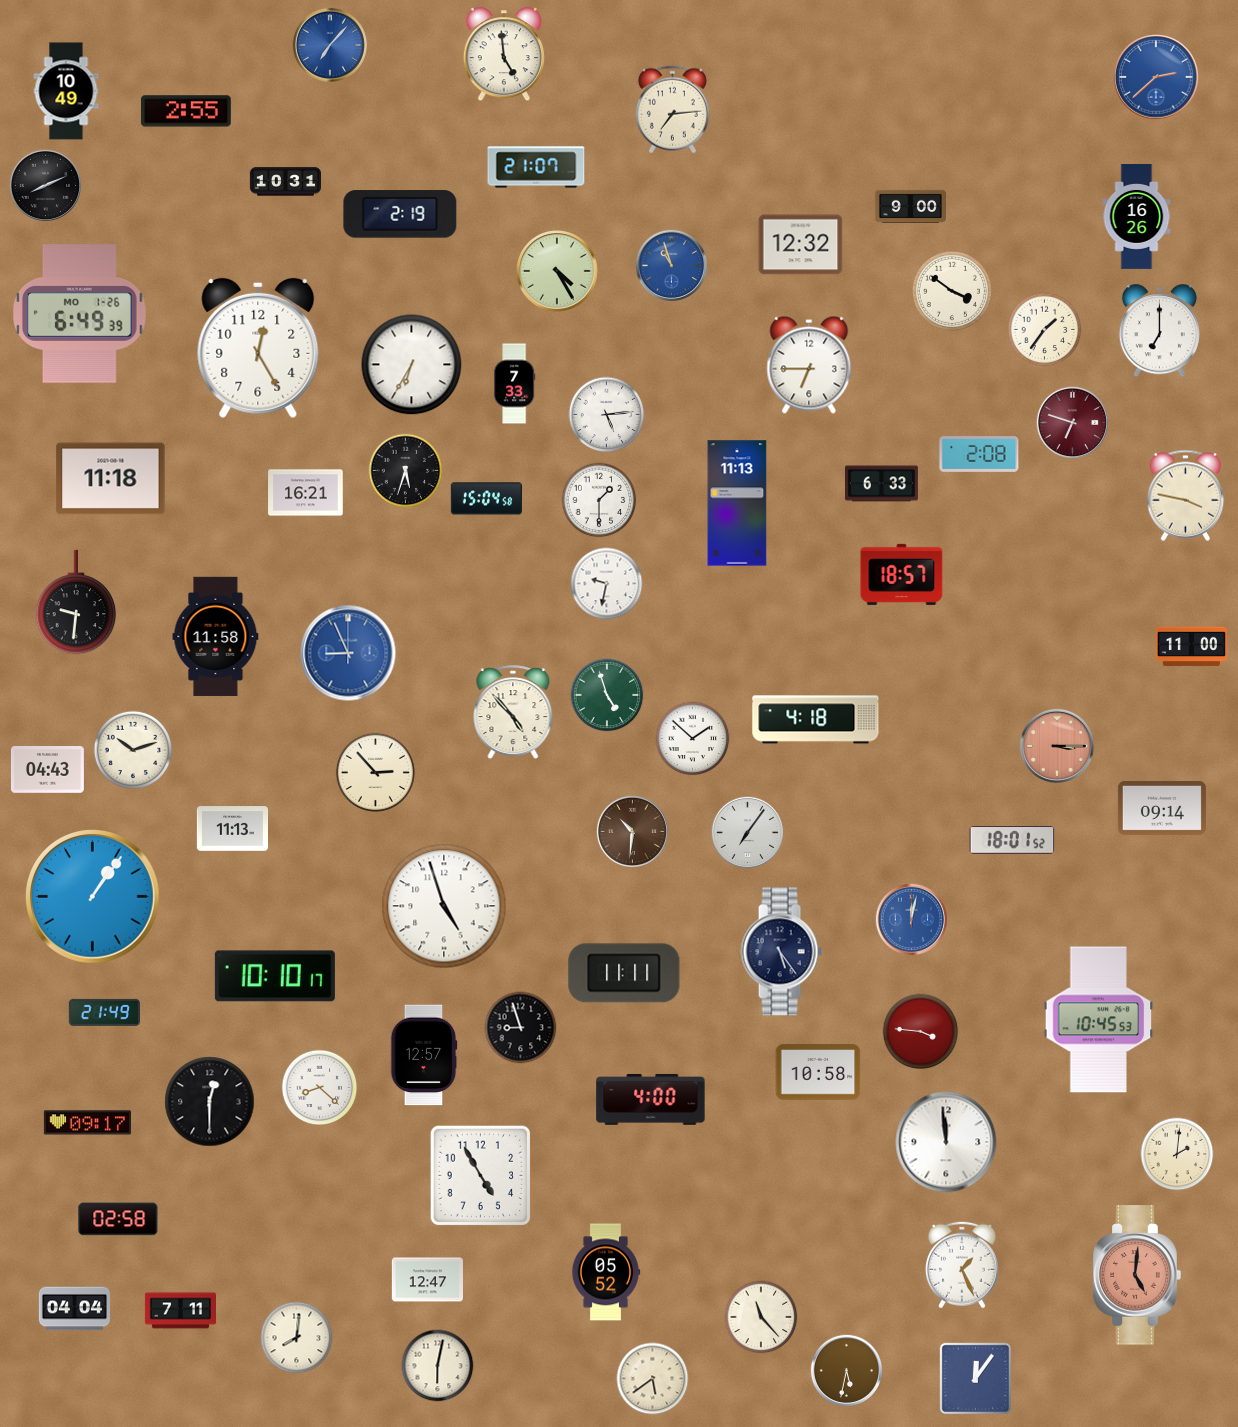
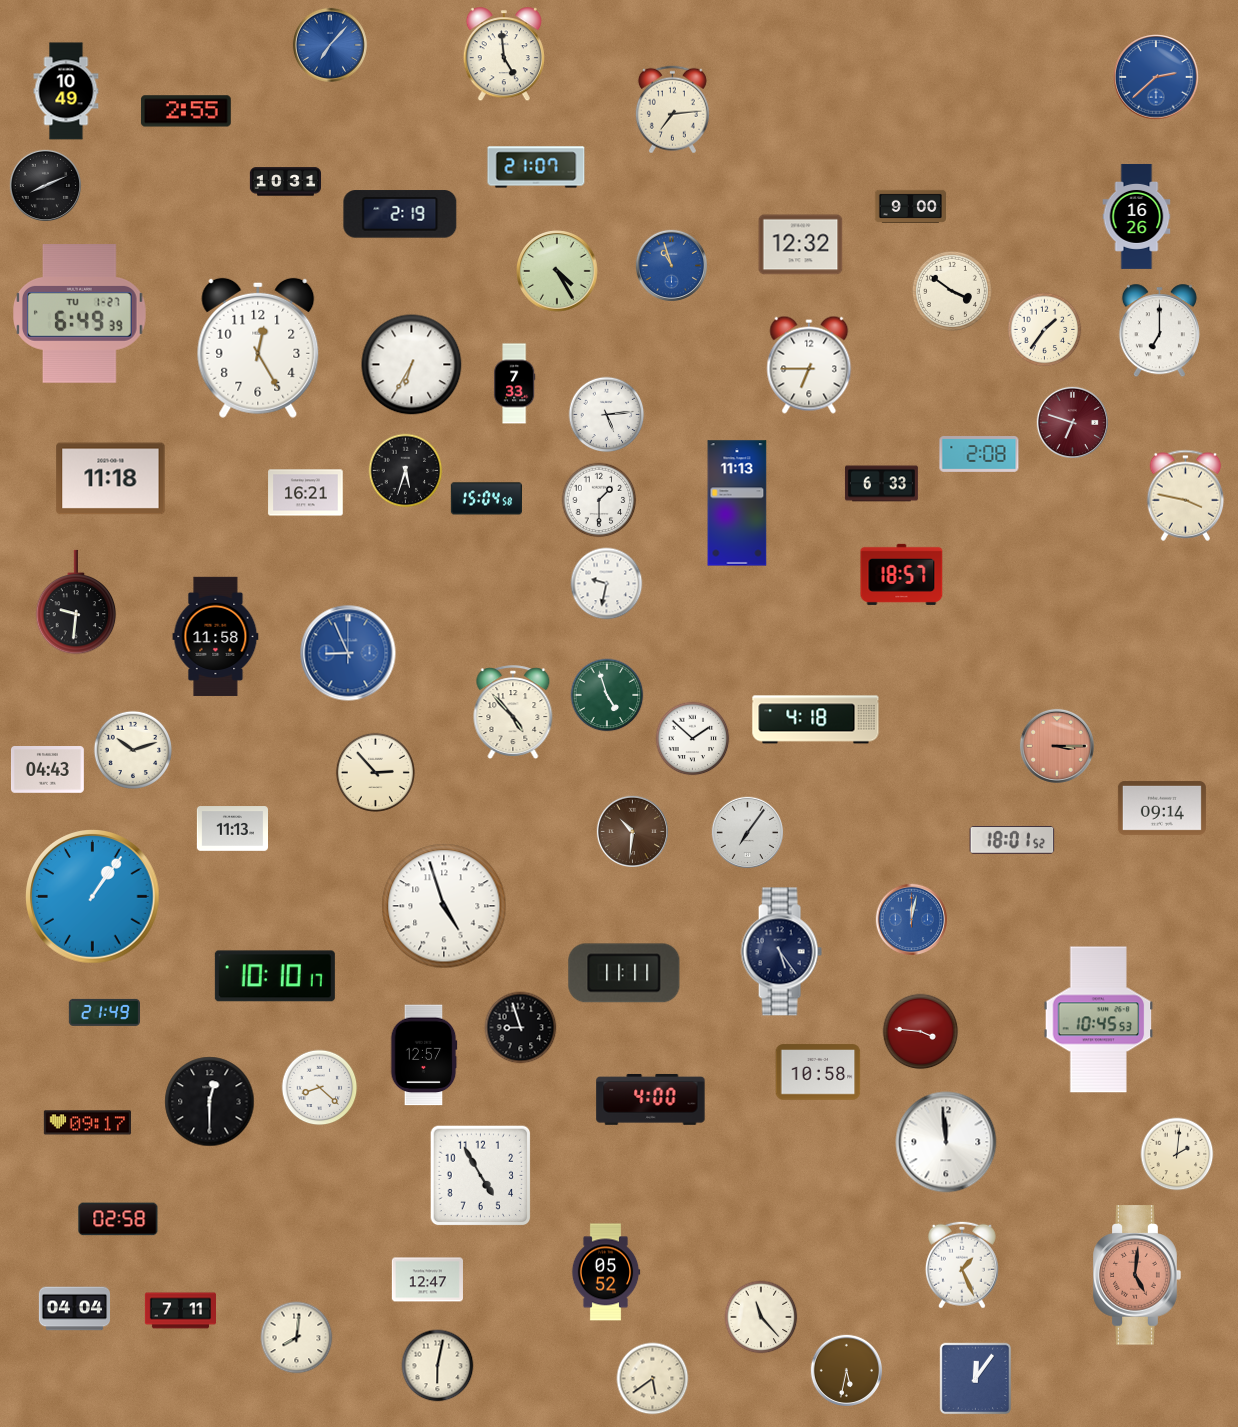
clock at (80, 314) date: MO 1-26 -> TU 1-27
clock at (1191, 647): 11:00 -> none
